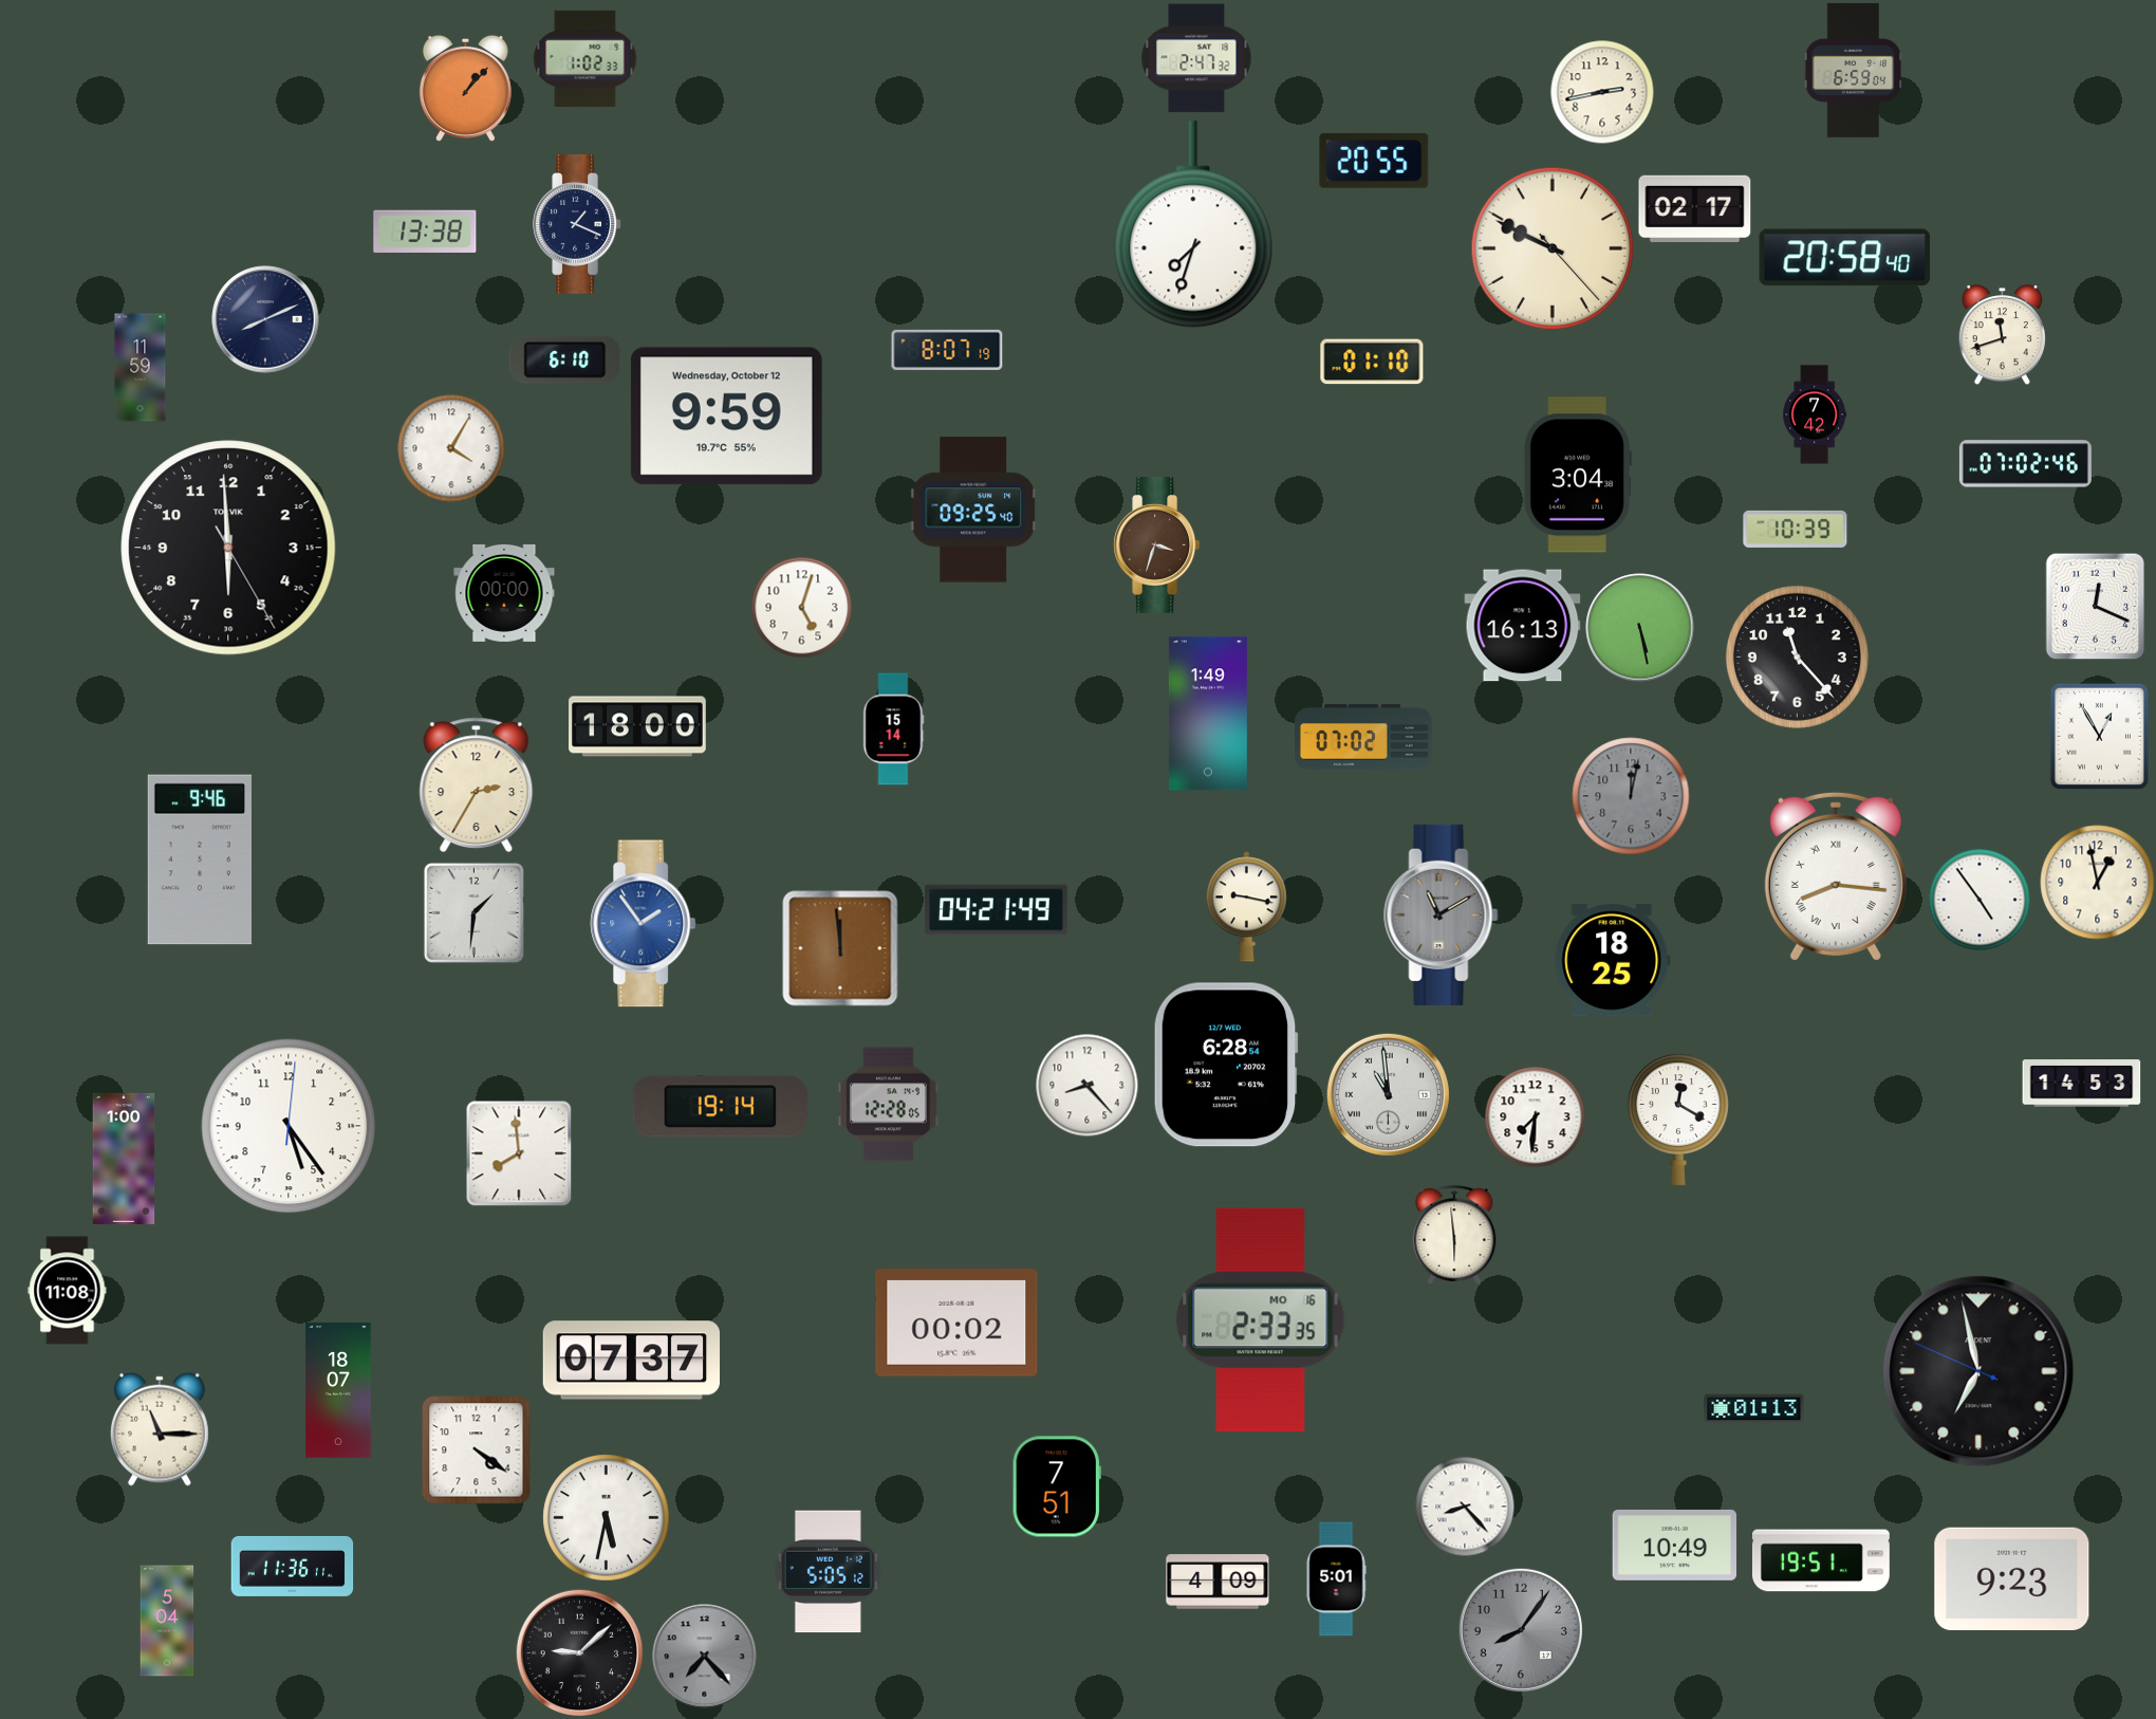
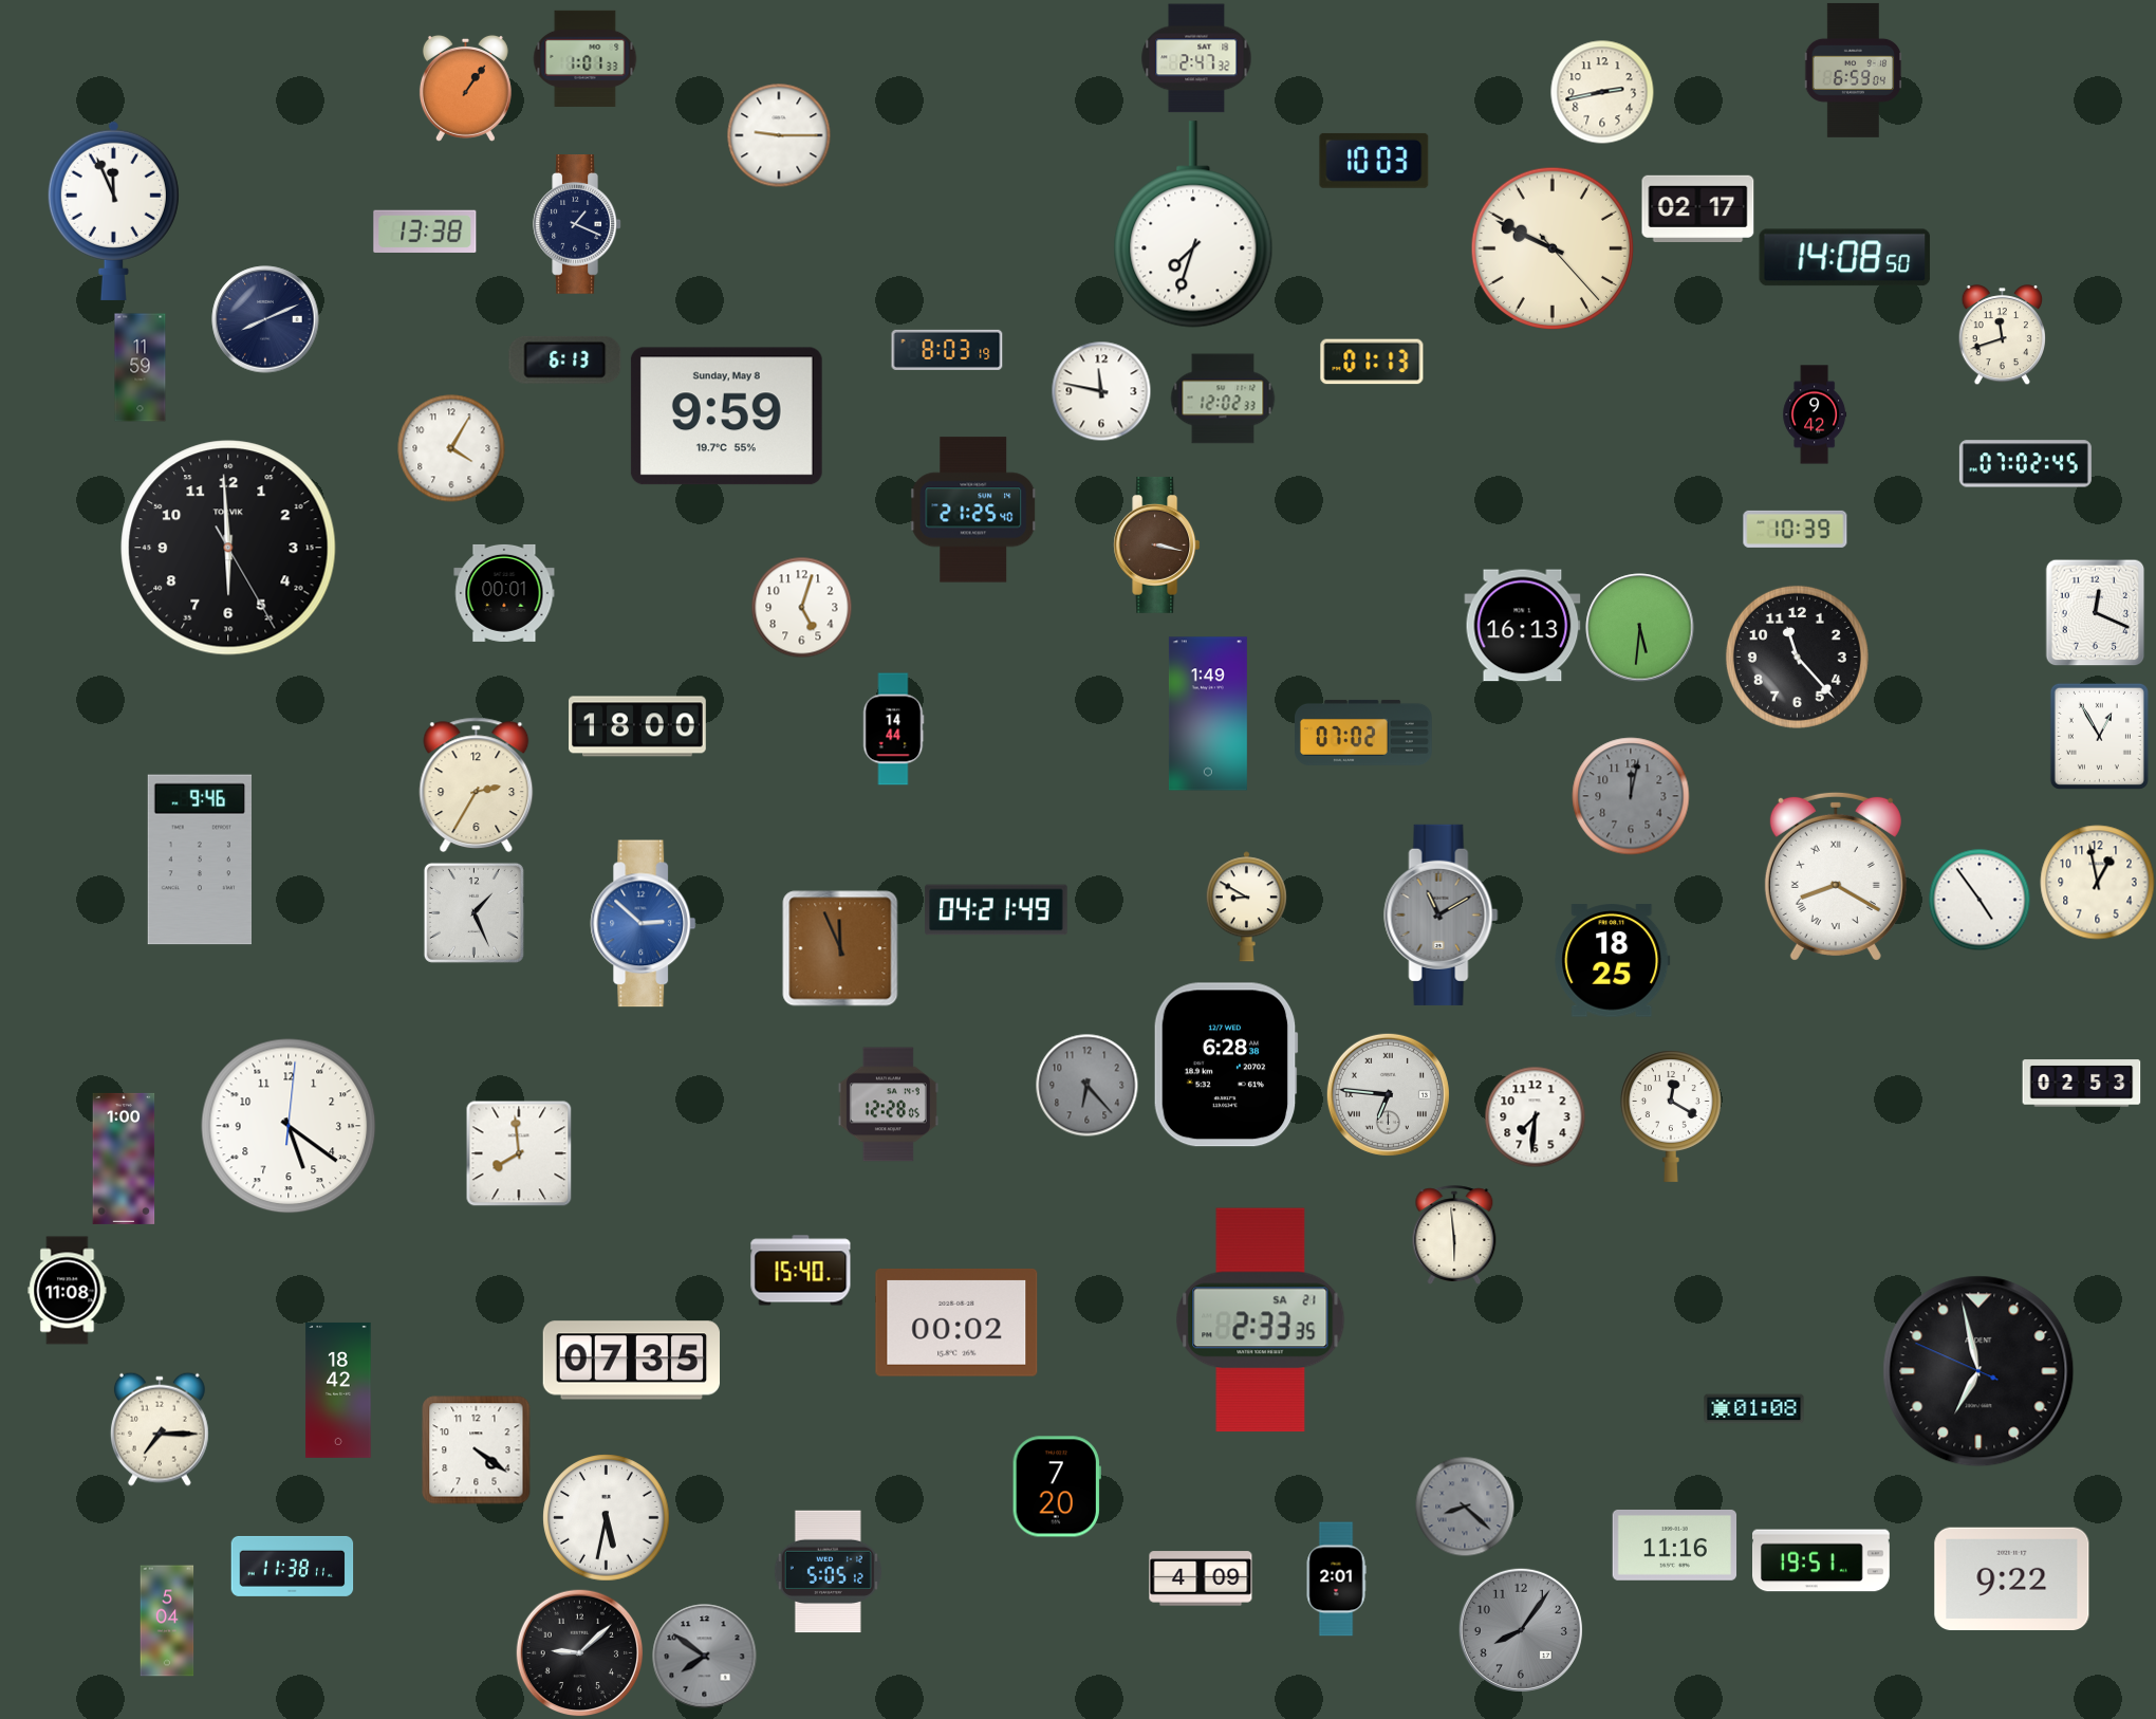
clock at (584, 58): 1:02 -> 1:01
clock at (465, 88): 1:07 -> 1:06
clock at (779, 135): none -> 9:15
clock at (1374, 161): 20:55 -> 10:03
clock at (1695, 208) position: (1695, 208) -> (1698, 208)
clock at (113, 210): none -> 11:56
clock at (1845, 258): 20:58 -> 14:08
clock at (947, 350): 8:07 -> 8:03
clock at (565, 359): 6:10 -> 6:13
clock at (1372, 362): 01:10 -> 01:13
clock at (1101, 391): none -> 11:47
clock at (1223, 399): none -> 12:02
clock at (1815, 414): 7:42 -> 9:42
clock at (726, 417) date: Wednesday, October 12 -> Sunday, May 8
clock at (2025, 464): 07:02:46 -> 07:02:45
clock at (1578, 475): 3:04 -> none
clock at (974, 510): 09:25 -> 21:25
clock at (1157, 544): 3:33 -> 3:17
clock at (504, 593): 00:00 -> 00:01
clock at (2096, 606) position: (2096, 606) -> (2096, 612)
clock at (1640, 628): 5:28 -> 5:31
clock at (894, 729): 15:14 -> 14:44
clock at (1364, 737) position: (1364, 737) -> (1364, 733)
clock at (1836, 876): 8:16 -> 8:20
clock at (1246, 907): 9:17 -> 8:50
clock at (473, 912): 1:31 -> 1:26
clock at (644, 924): 1:54 -> 2:52
clock at (840, 948): 11:59 -> 11:56
clock at (1226, 1065): 6:28:54 -> 6:28:38
clock at (2082, 1084): 14:53 -> 02:53
clock at (1086, 1085): 8:23 -> 6:23
clock at (1086, 1085) dial: white -> grey
clock at (1388, 1094): 10:59 -> 6:46
clock at (720, 1107): 19:14 -> none
clock at (1678, 1120) position: (1678, 1120) -> (1671, 1116)
clock at (289, 1126): 5:24 -> 5:21
clock at (801, 1271): none -> 15:40
clock at (1261, 1320) date: MO 16 -> SA 21
clock at (631, 1361): 07:37 -> 07:35
clock at (338, 1390): 18:07 -> 18:42
clock at (1754, 1409): 01:13 -> 01:08
clock at (160, 1429): 11:15 -> 7:15
clock at (1057, 1486): 7:51 -> 7:20
clock at (1465, 1507): 8:23 -> 8:22
clock at (1465, 1507) dial: white -> grey
clock at (1675, 1545): 10:49 -> 11:16
clock at (293, 1566): 11:36 -> 11:38
clock at (2012, 1578): 9:23 -> 9:22
clock at (1336, 1579): 5:01 -> 2:01
clock at (1218, 1582) position: (1218, 1582) -> (1201, 1578)
clock at (705, 1657): 7:23 -> 7:51
